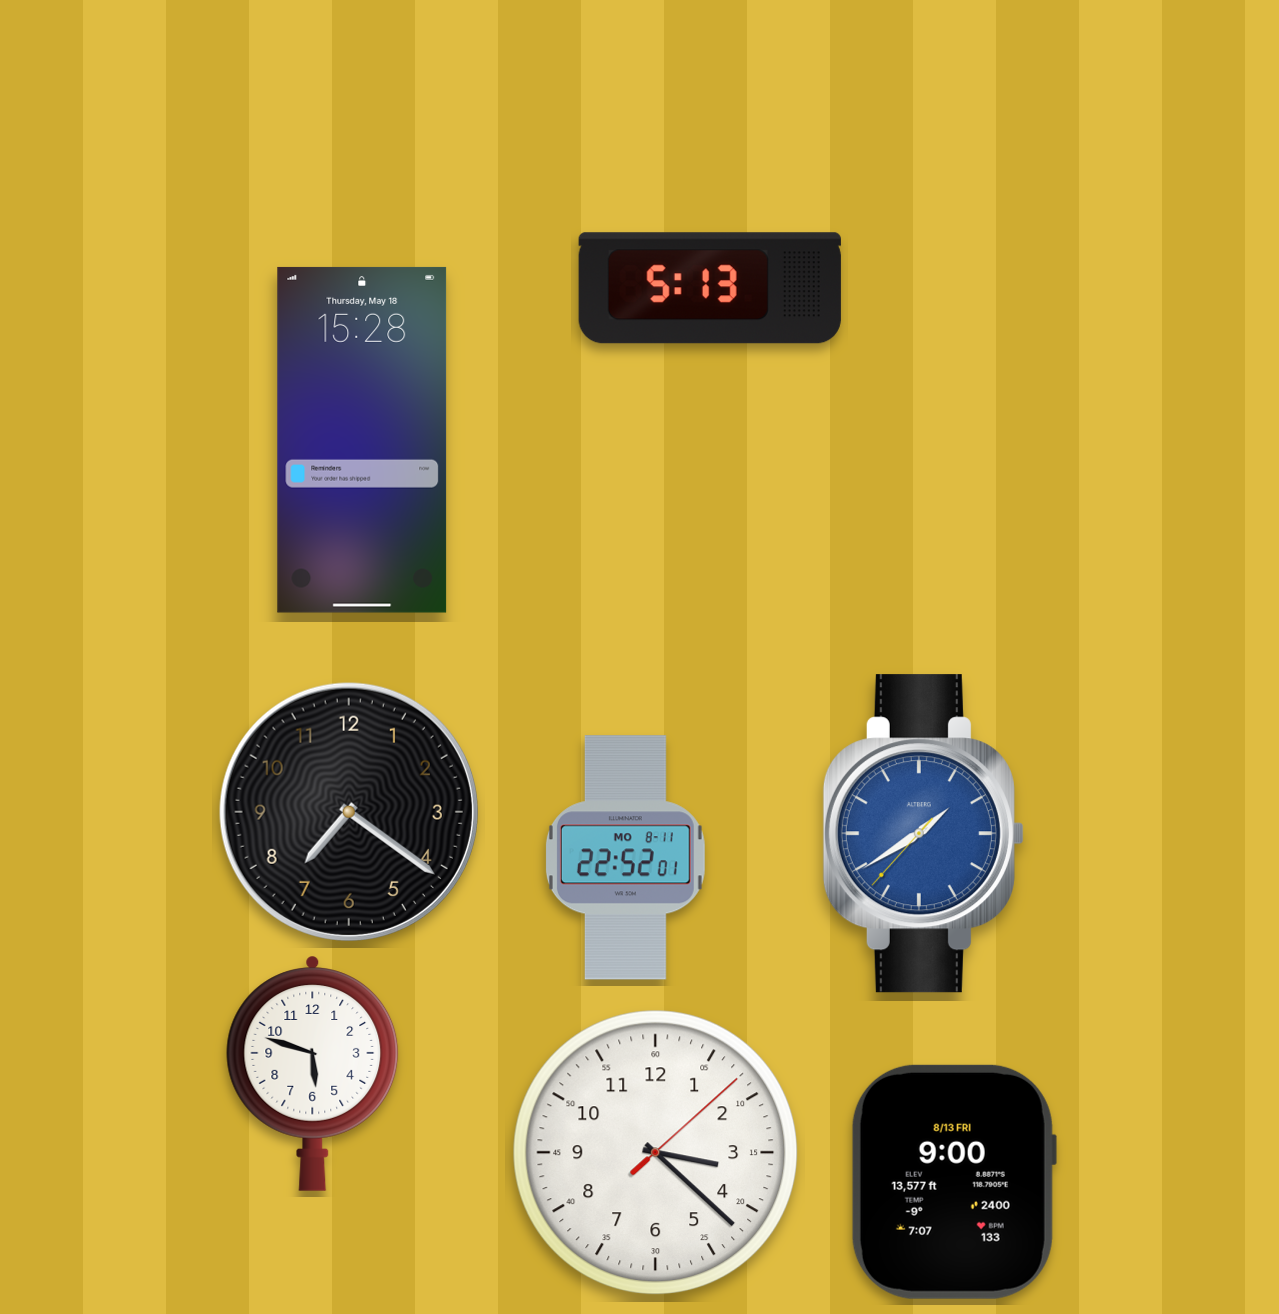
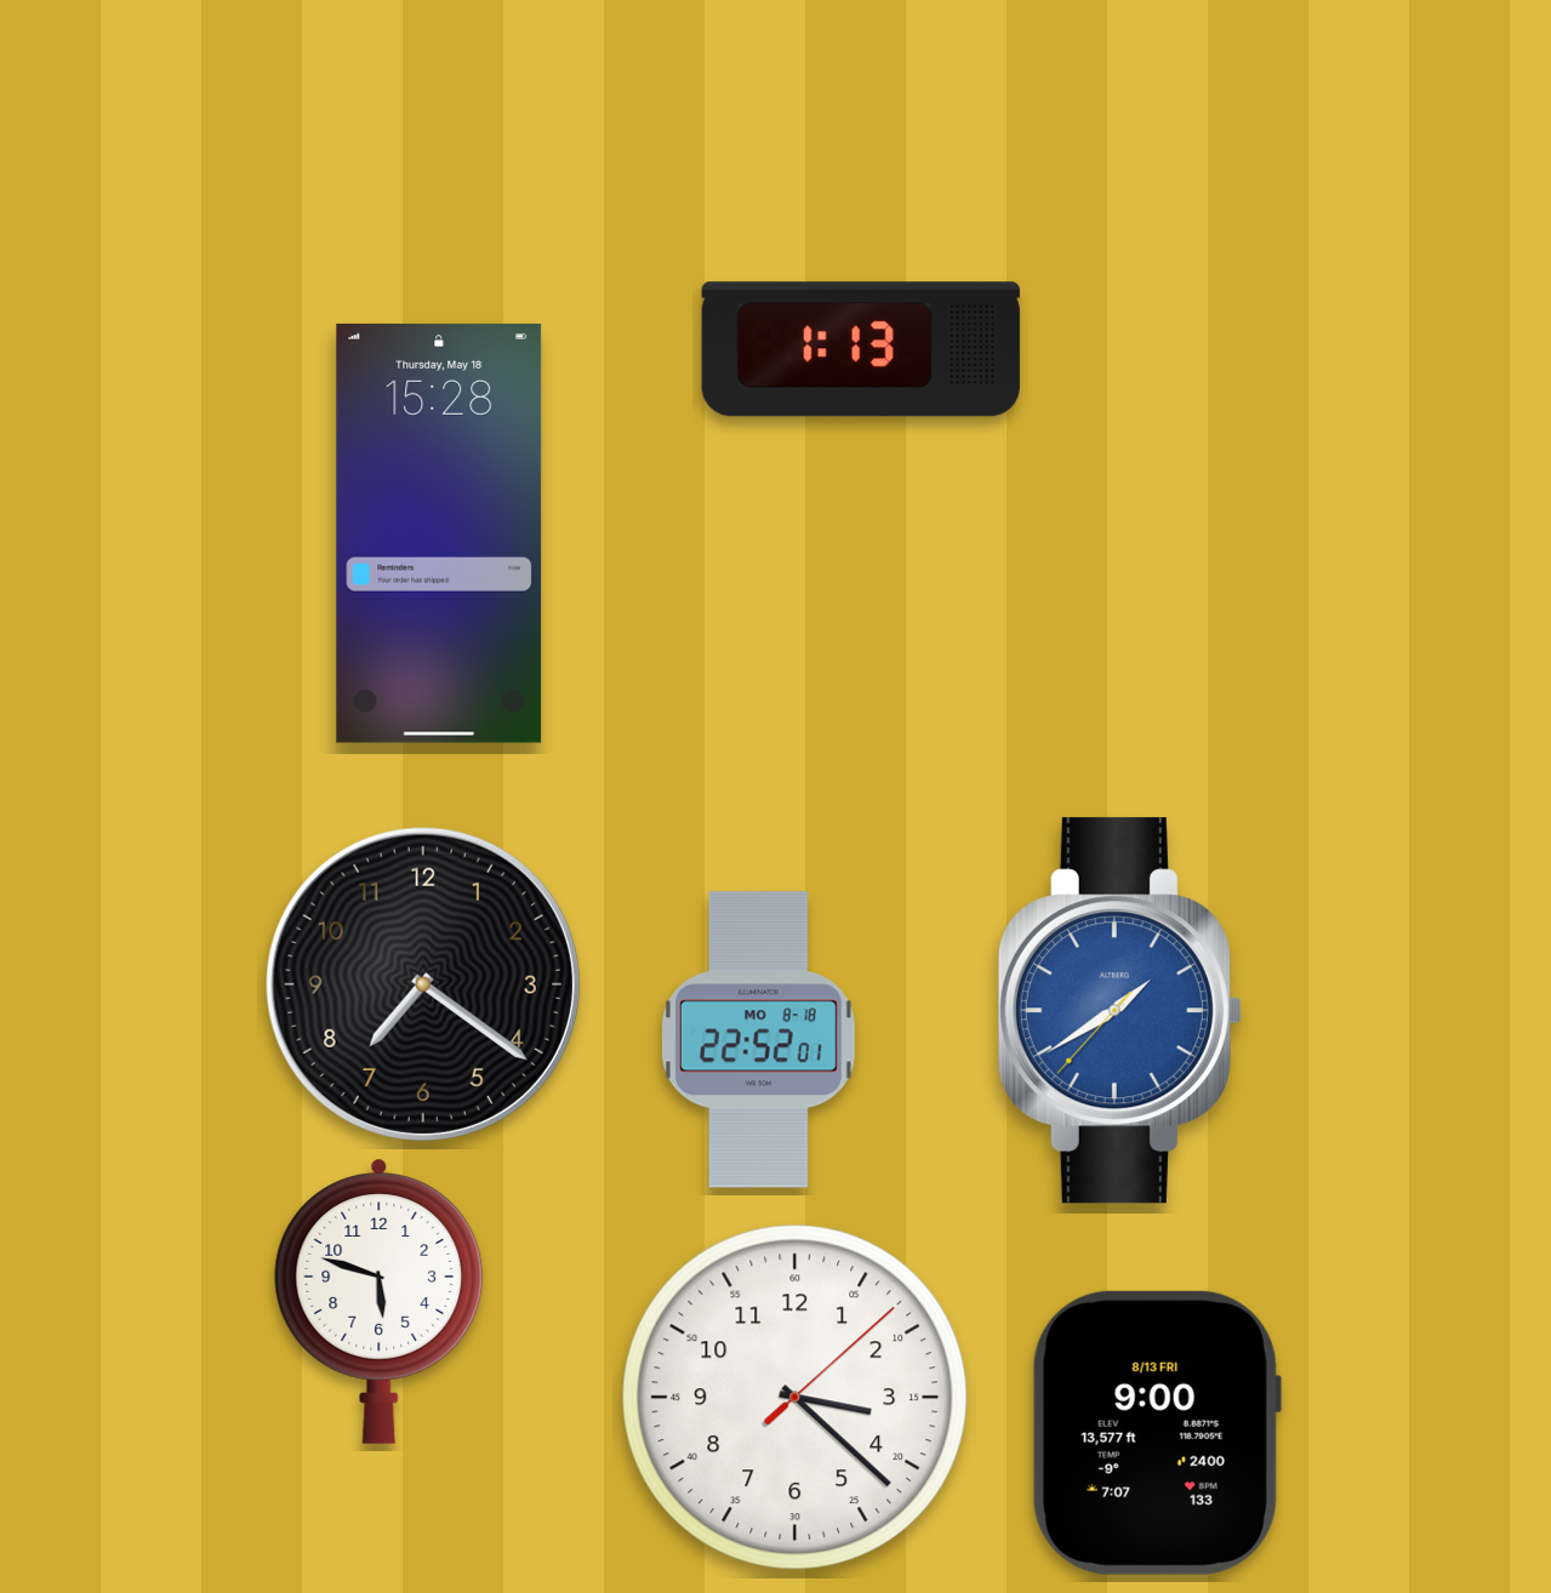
clock at (710, 288): 5:13 -> 1:13
clock at (625, 858) date: MO 8-11 -> MO 8-18
